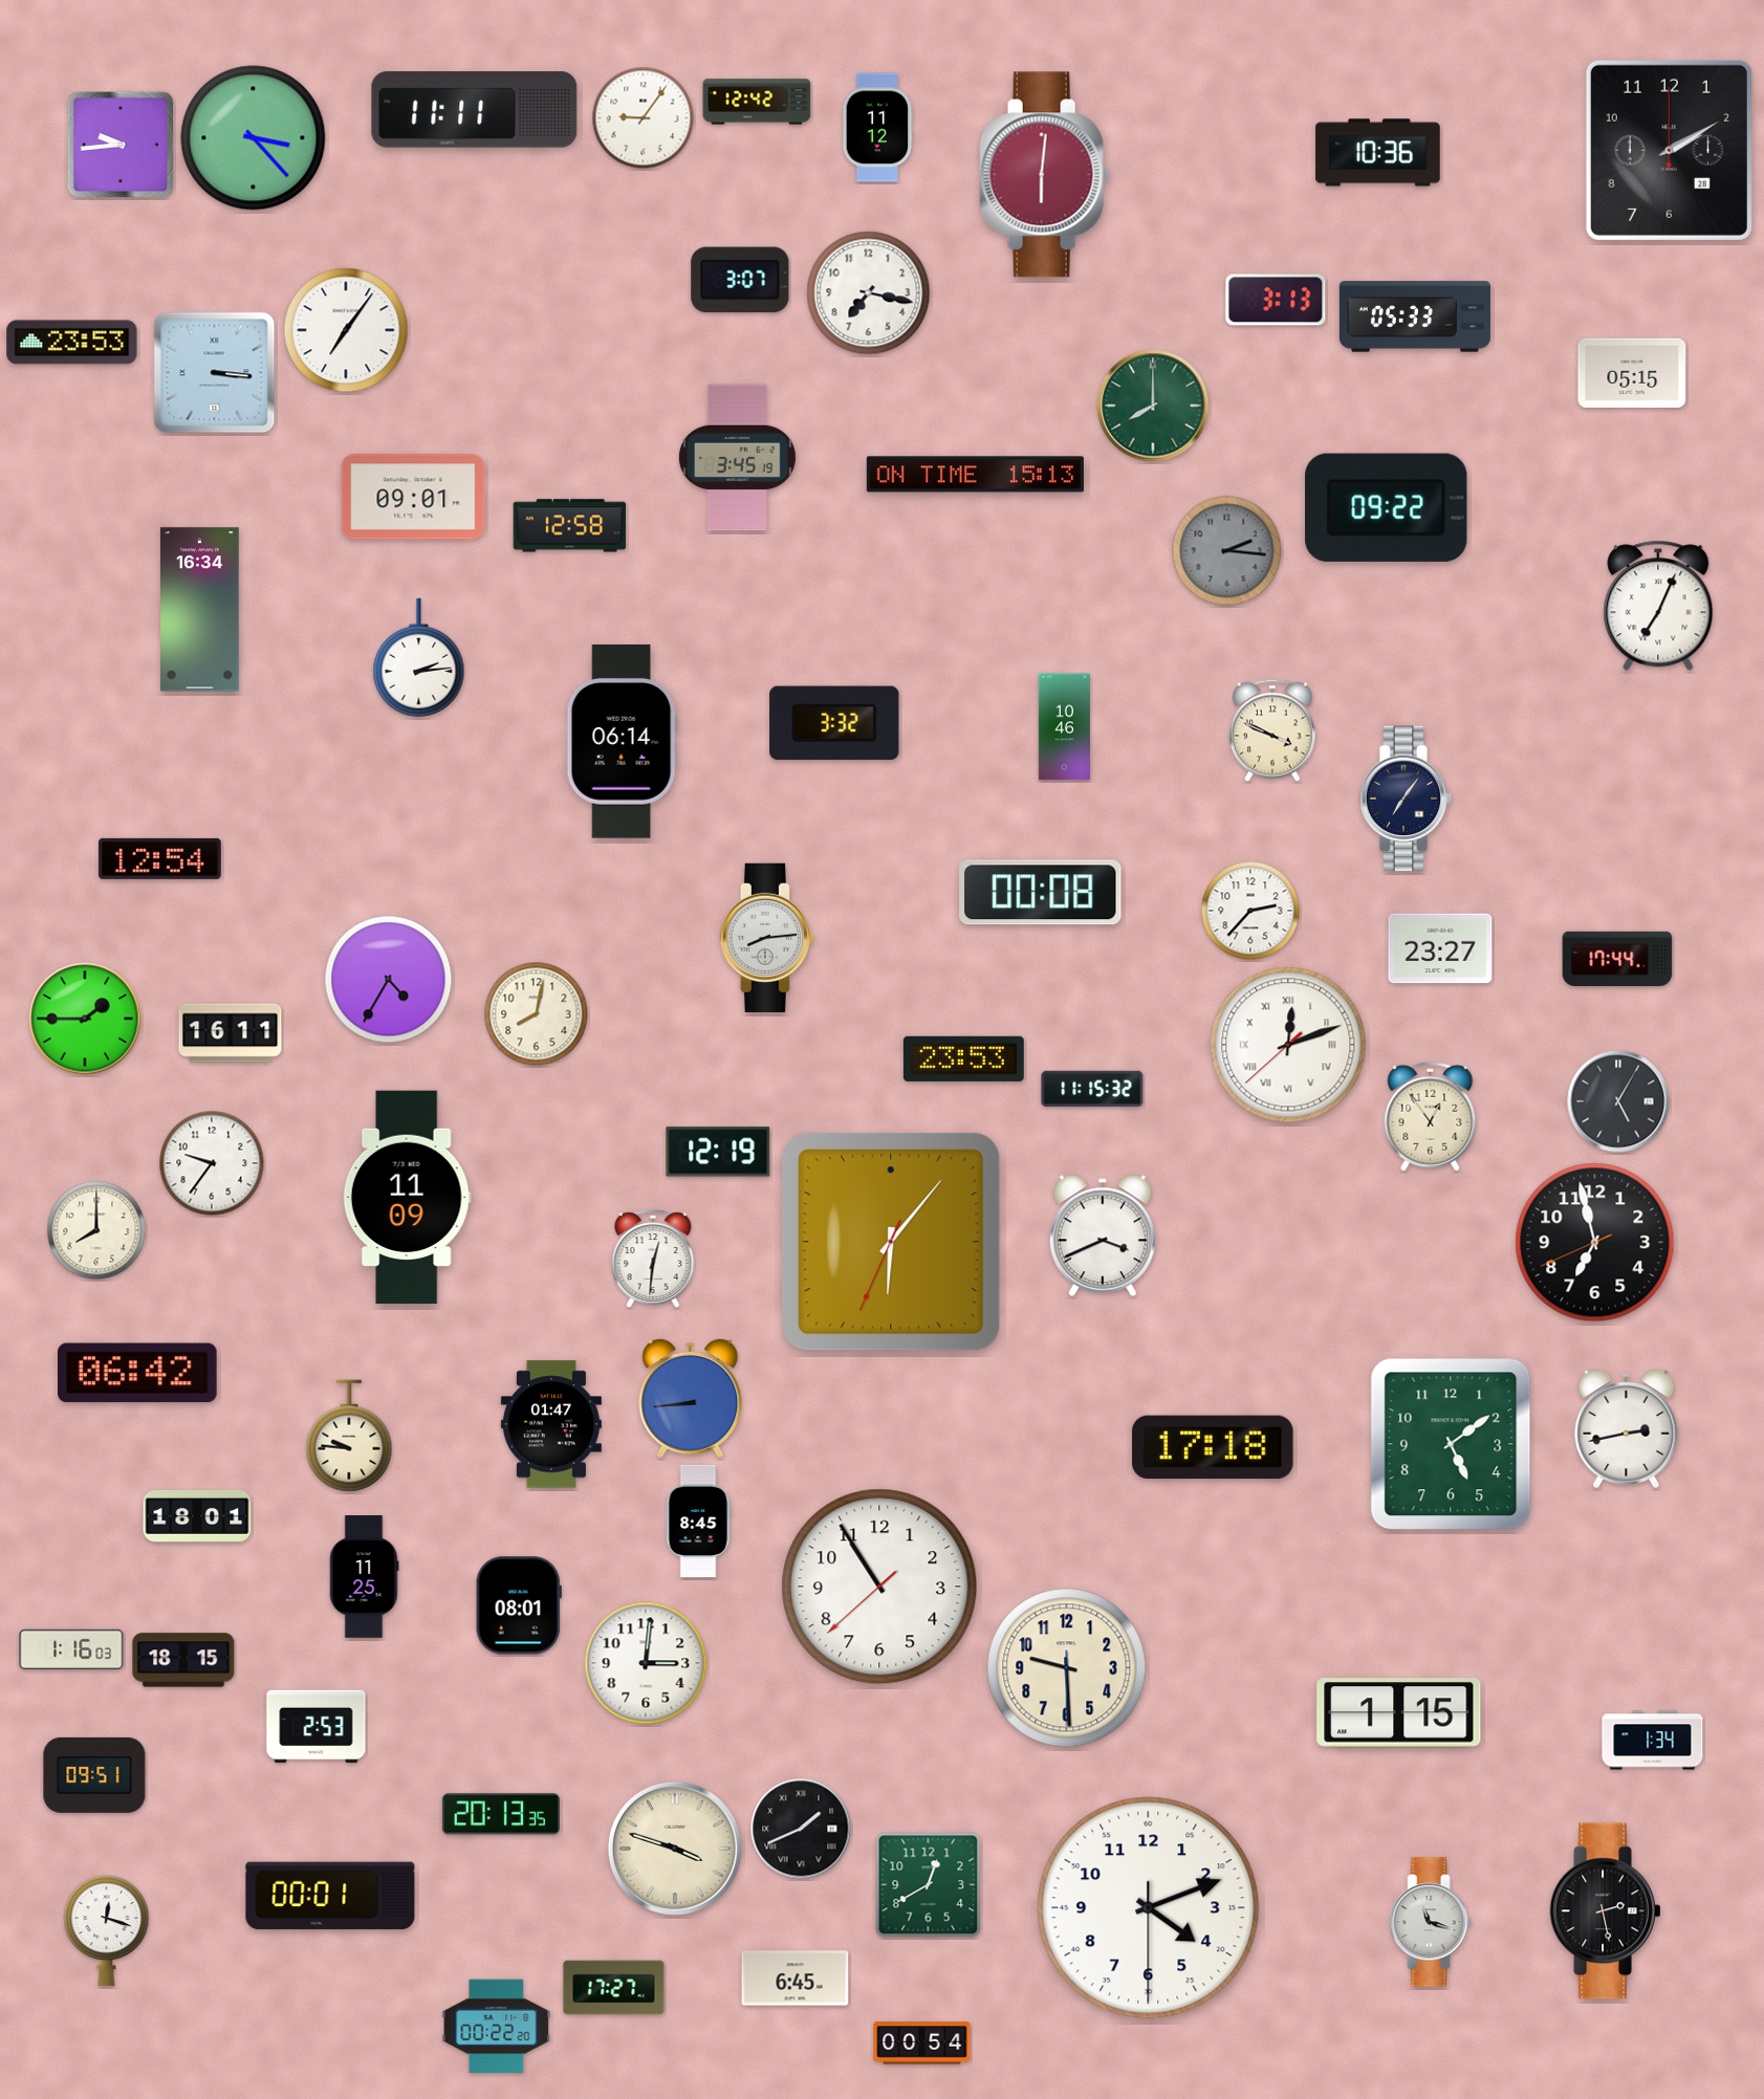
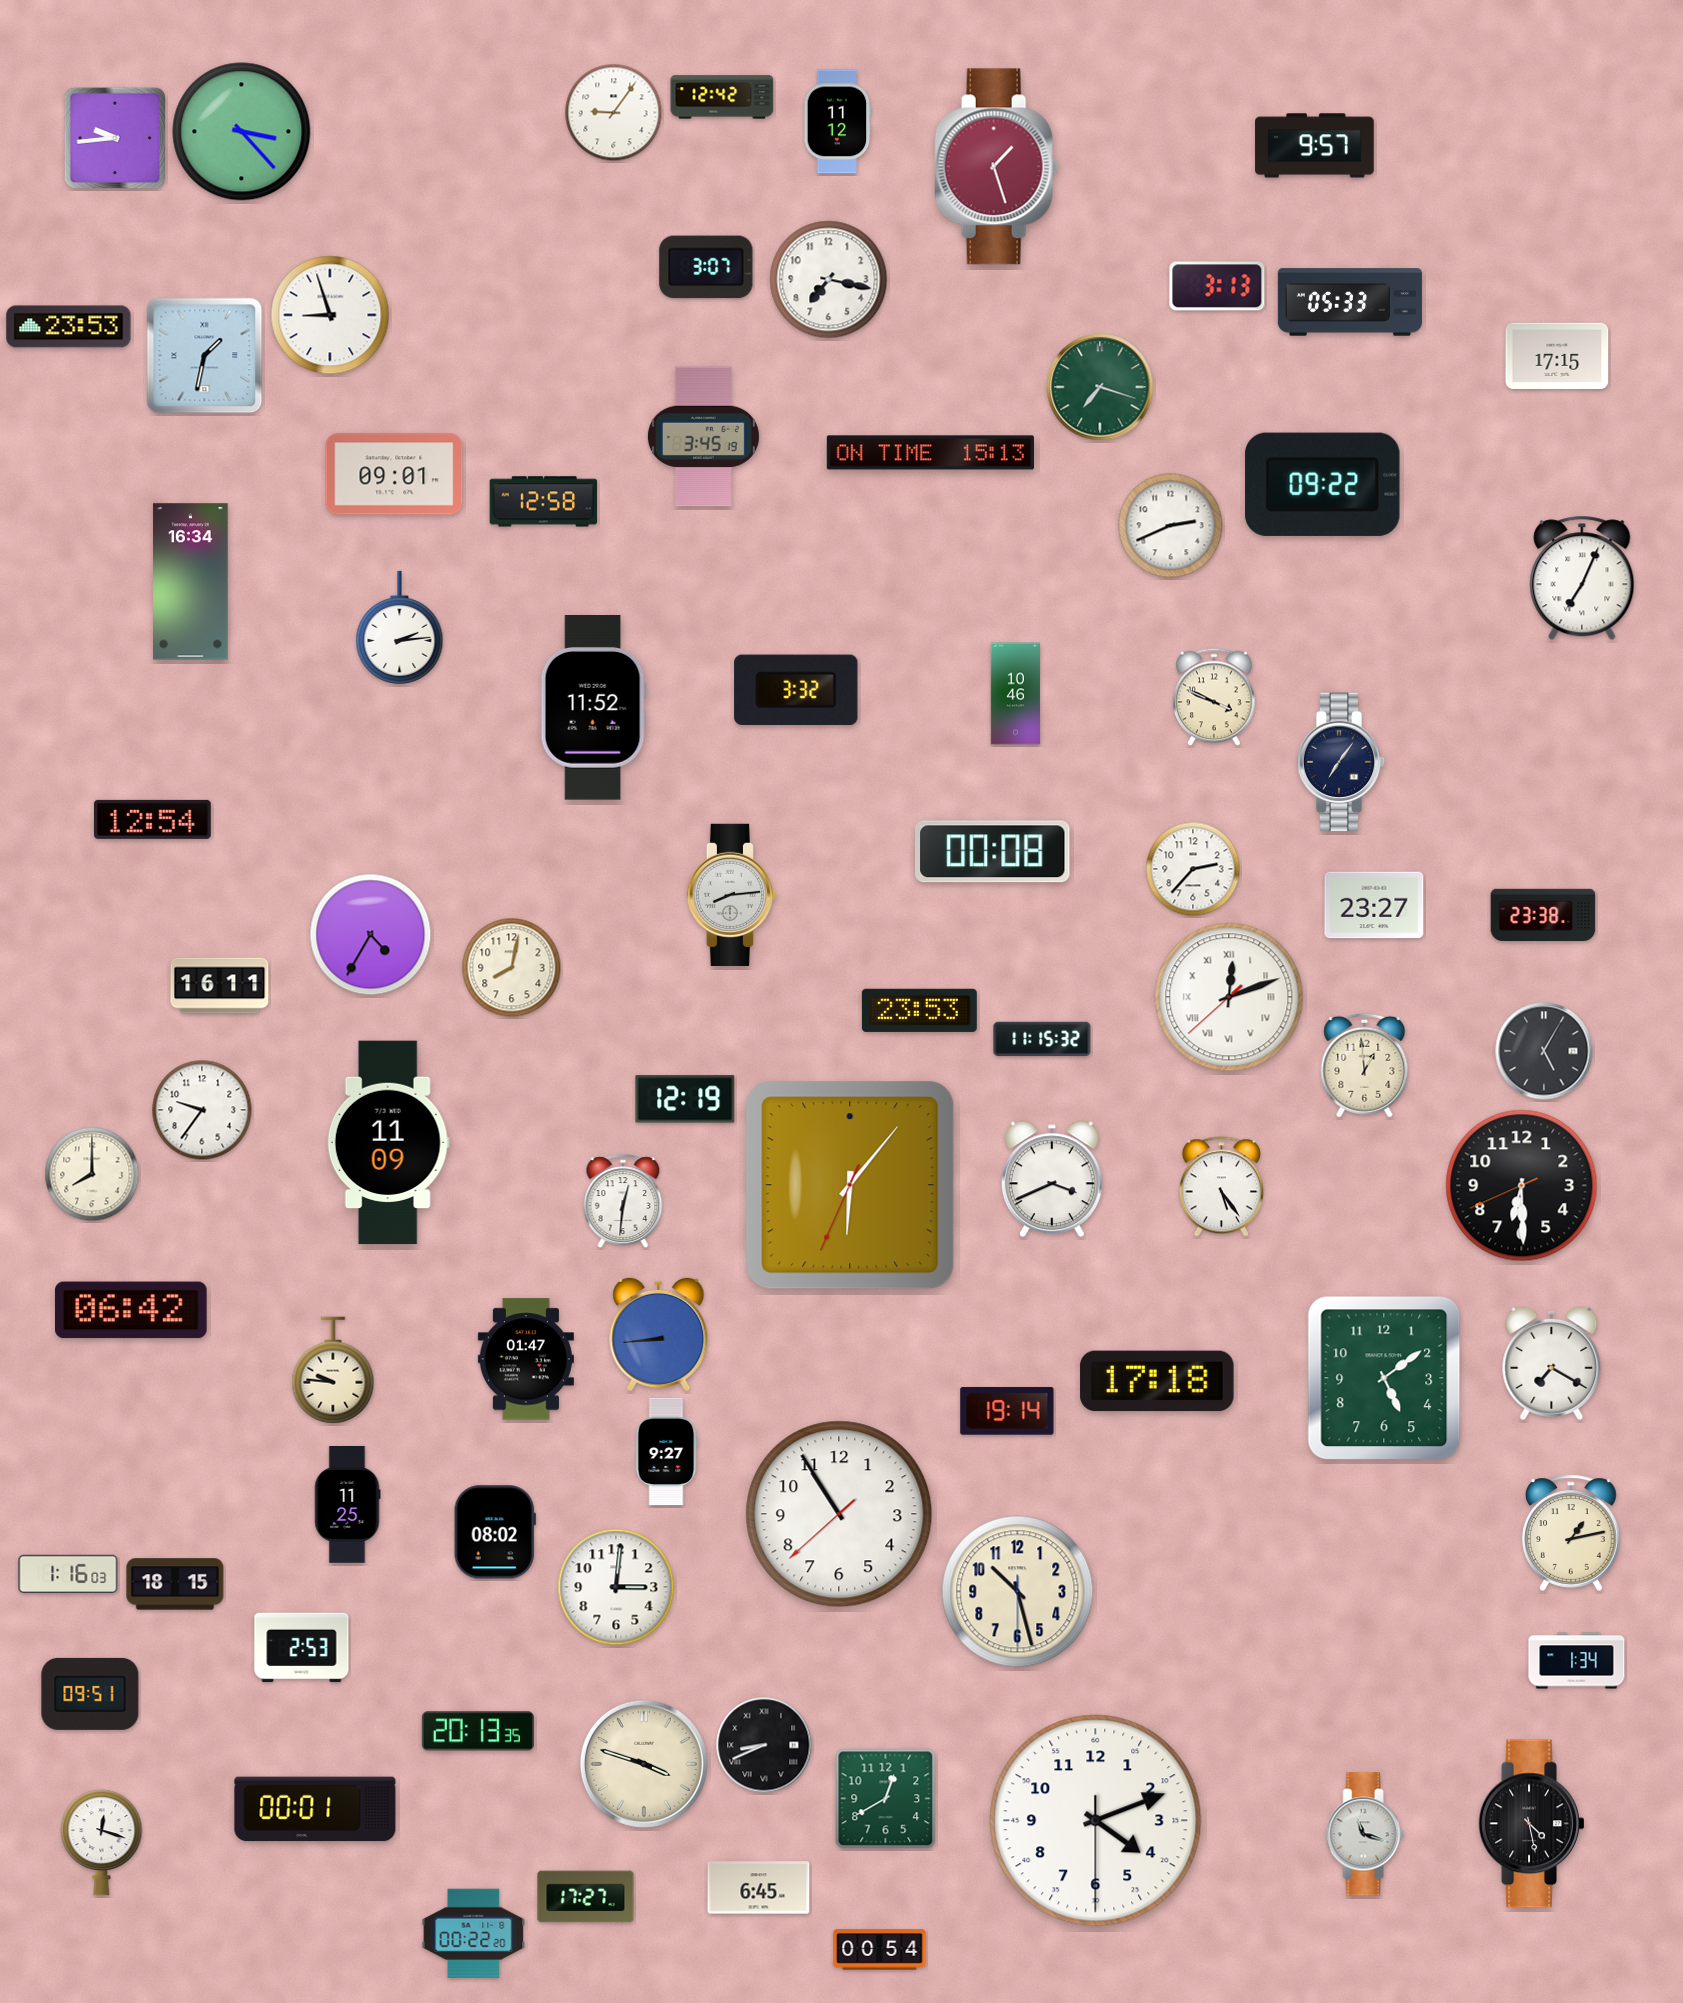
clock at (475, 110): 11:11 -> none
clock at (1669, 150): 2:10 -> none
clock at (1378, 153): 10:36 -> 9:57
clock at (1045, 175): 6:01 -> 1:27
clock at (346, 330): 7:06 -> 8:57
clock at (215, 373): 3:16 -> 1:32
clock at (1632, 373): 05:15 -> 17:15
clock at (1153, 406): 8:00 -> 7:18
clock at (1227, 551): 2:16 -> 2:41
clock at (1227, 551) dial: grey -> white
clock at (622, 742): 06:14 -> 11:52
clock at (1617, 958): 17:44 -> 23:38
clock at (85, 1019): 1:45 -> none
clock at (1431, 1116): 12:54 -> 12:59
clock at (1595, 1243): 6:57 -> 6:29
clock at (1221, 1187): none -> 5:24
clock at (1627, 1428): 2:43 -> 7:20
clock at (1007, 1411): none -> 19:14
clock at (197, 1516): 18:01 -> none
clock at (698, 1522): 8:45 -> 9:27
clock at (519, 1605): 08:01 -> 08:02
clock at (1572, 1533): none -> 1:13
clock at (1067, 1668): 9:29 -> 10:27
clock at (1399, 1713): 1:15 -> none
clock at (801, 1829): 1:41 -> 8:41
clock at (1606, 1911): 2:28 -> 4:28
